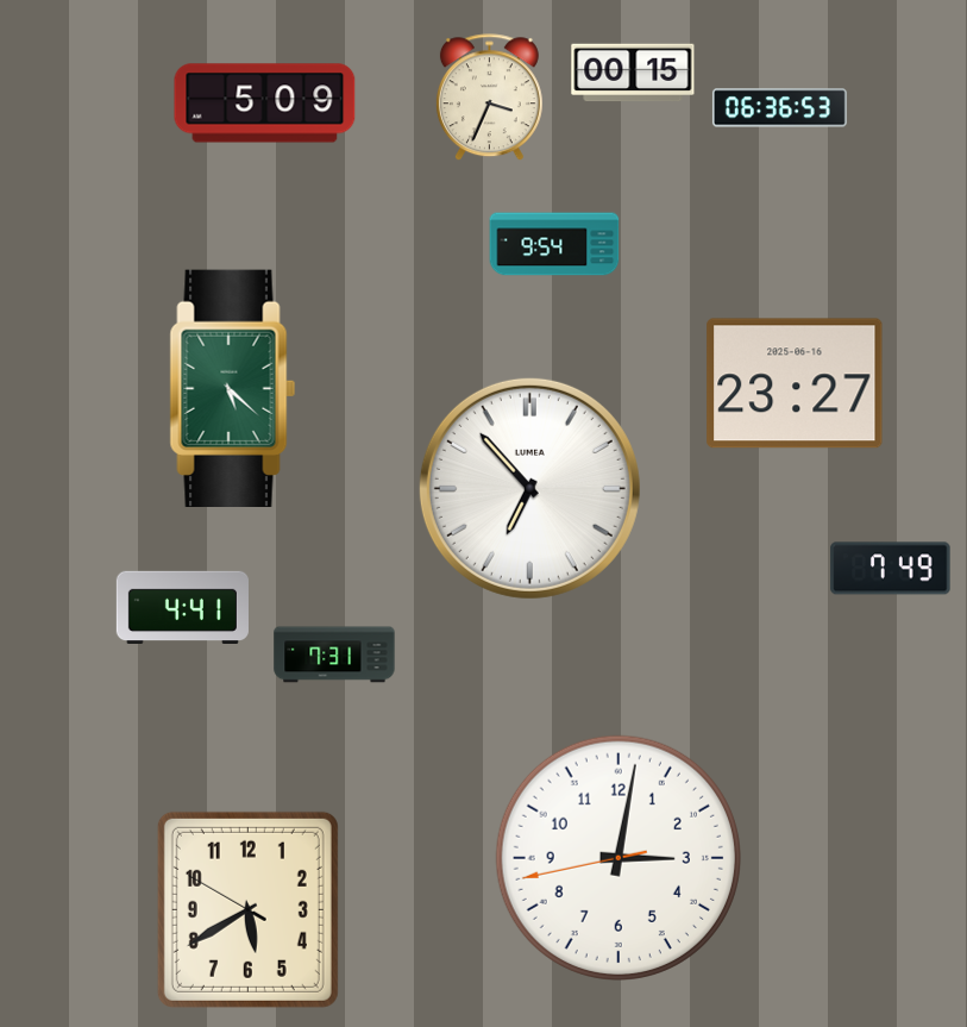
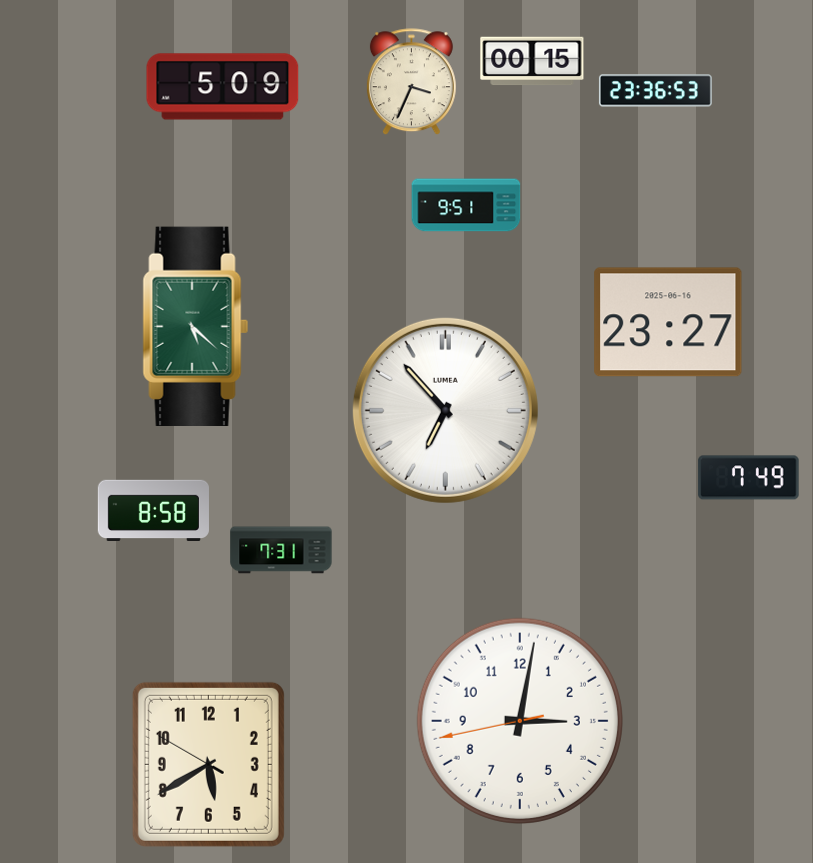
clock at (779, 108): 06:36 -> 23:36
clock at (554, 244): 9:54 -> 9:51
clock at (182, 607): 4:41 -> 8:58
